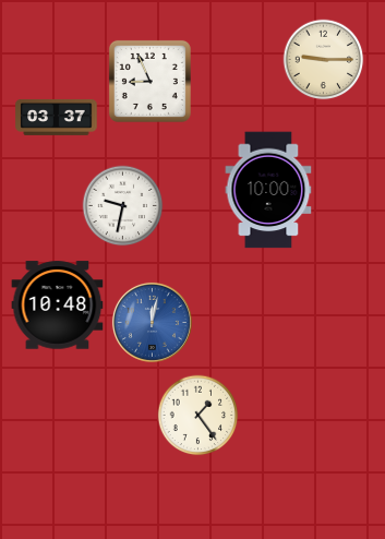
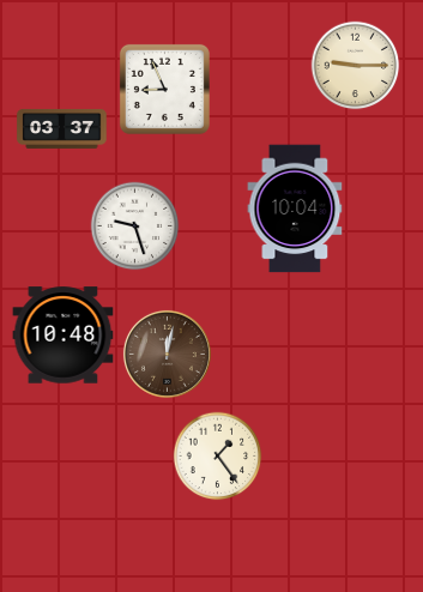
clock at (268, 190): 10:00 -> 10:04
clock at (123, 206): 9:32 -> 9:27
clock at (152, 322) dial: blue -> brown
